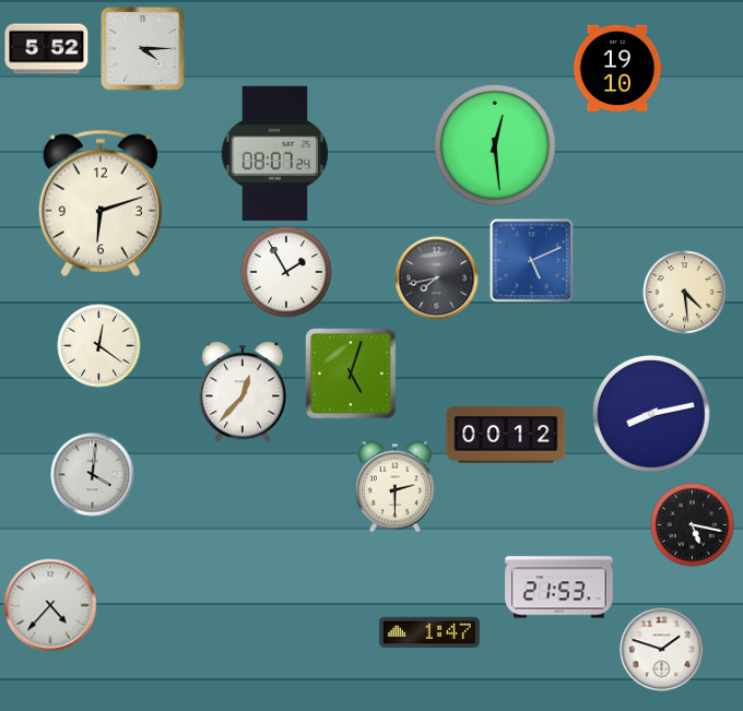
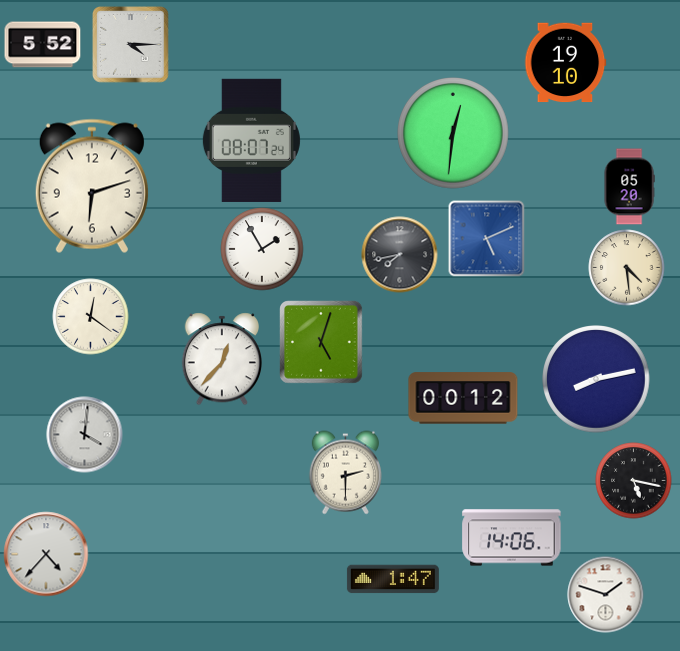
clock at (496, 146): 12:29 -> 12:31
clock at (629, 187): none -> 05:20
clock at (394, 487) position: (394, 487) -> (345, 473)
clock at (559, 588): 21:53 -> 14:06
